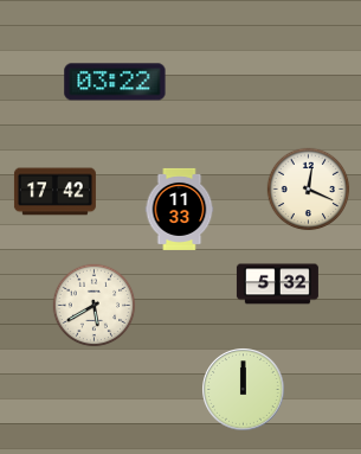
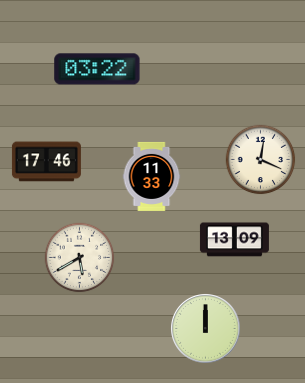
clock at (54, 192): 17:42 -> 17:46
clock at (277, 284): 5:32 -> 13:09
